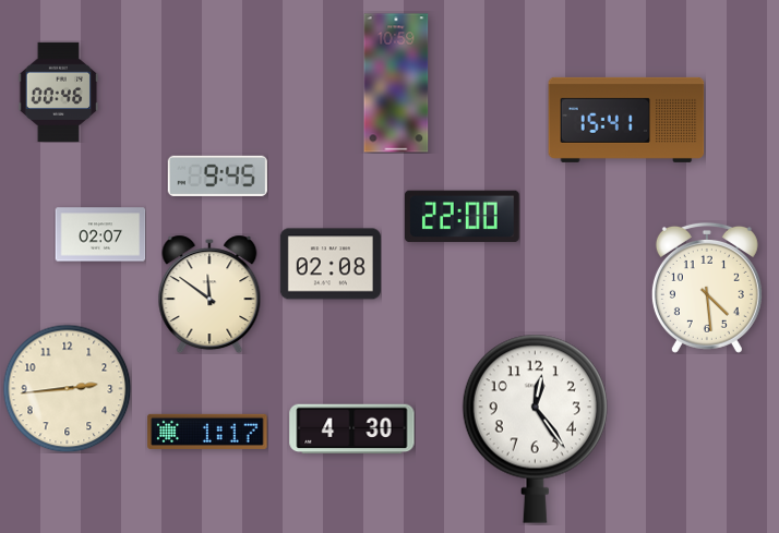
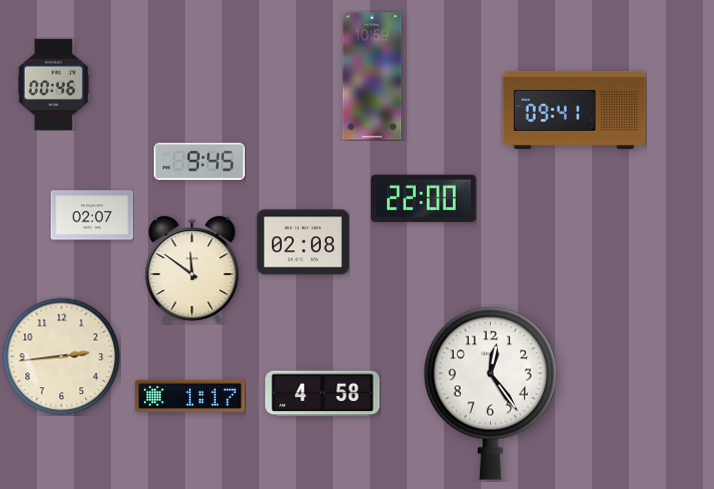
clock at (396, 83) position: (396, 83) -> (372, 76)
clock at (626, 120): 15:41 -> 09:41
clock at (707, 288): 4:29 -> none
clock at (352, 429): 4:30 -> 4:58
